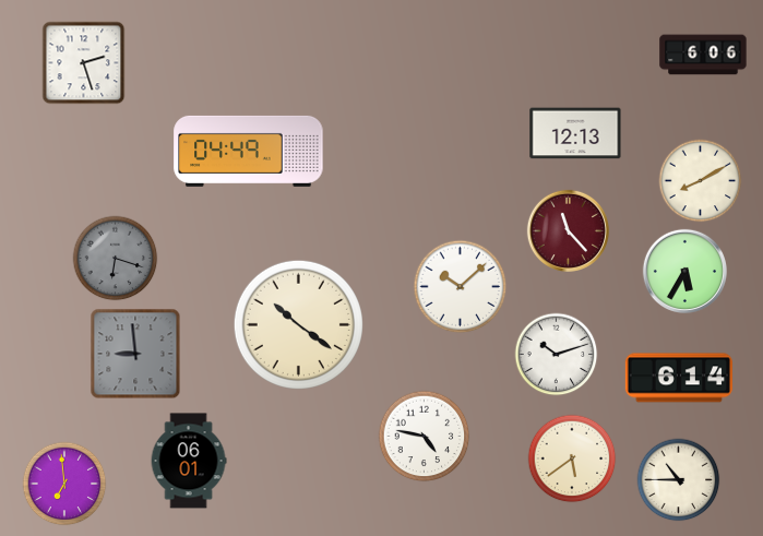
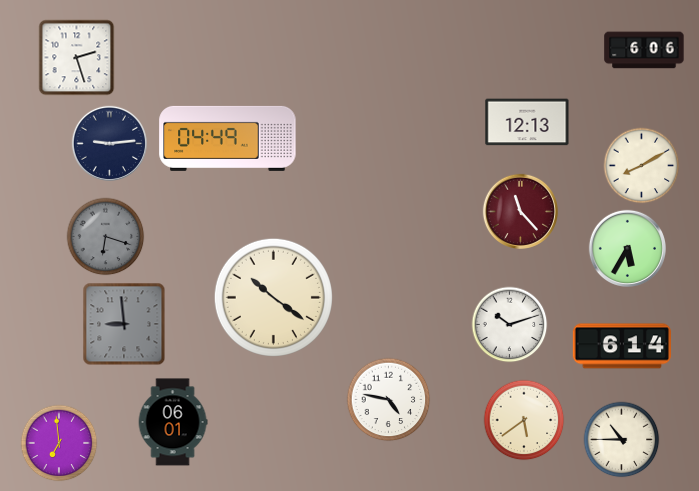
clock at (109, 143): none -> 9:14
clock at (461, 287): 10:08 -> none
